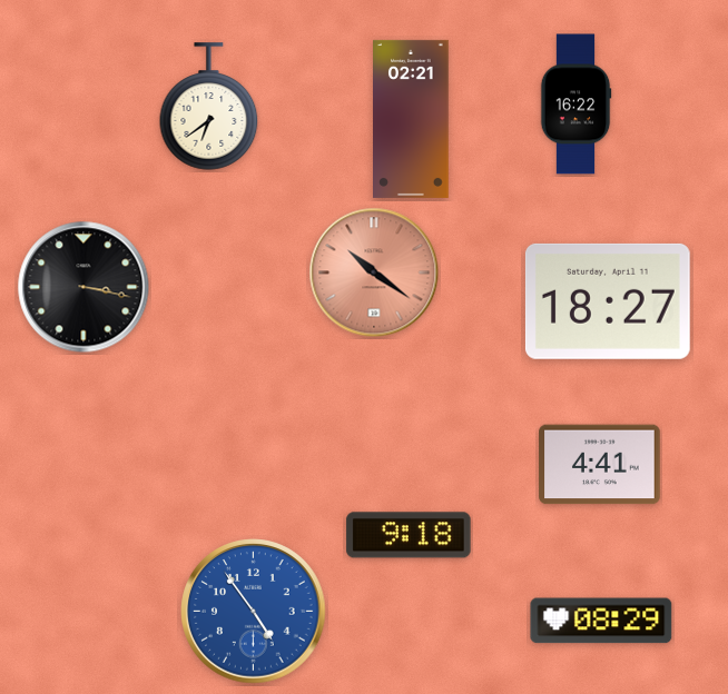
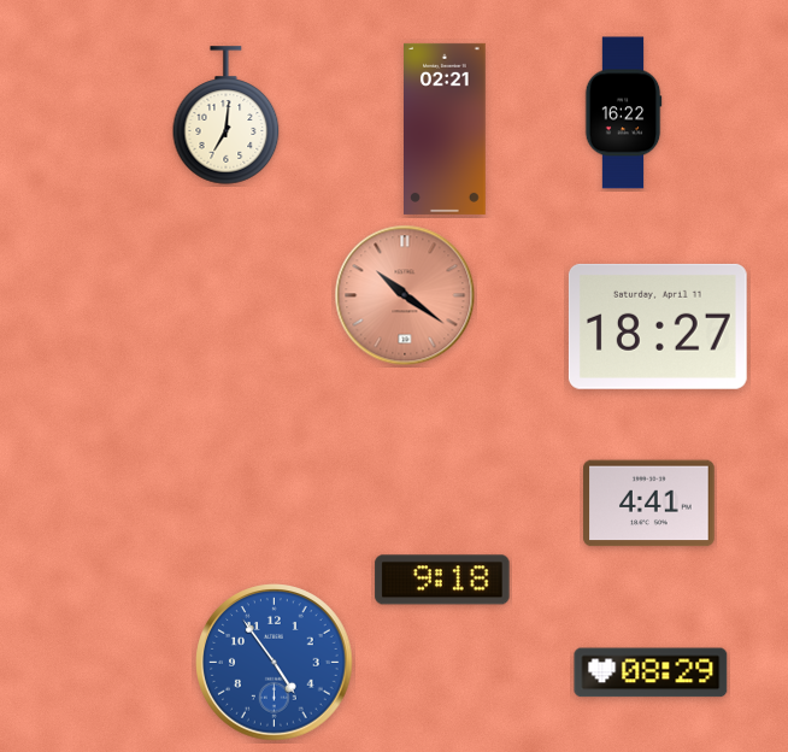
clock at (209, 107): 6:39 -> 7:01
clock at (83, 287): 3:17 -> none
